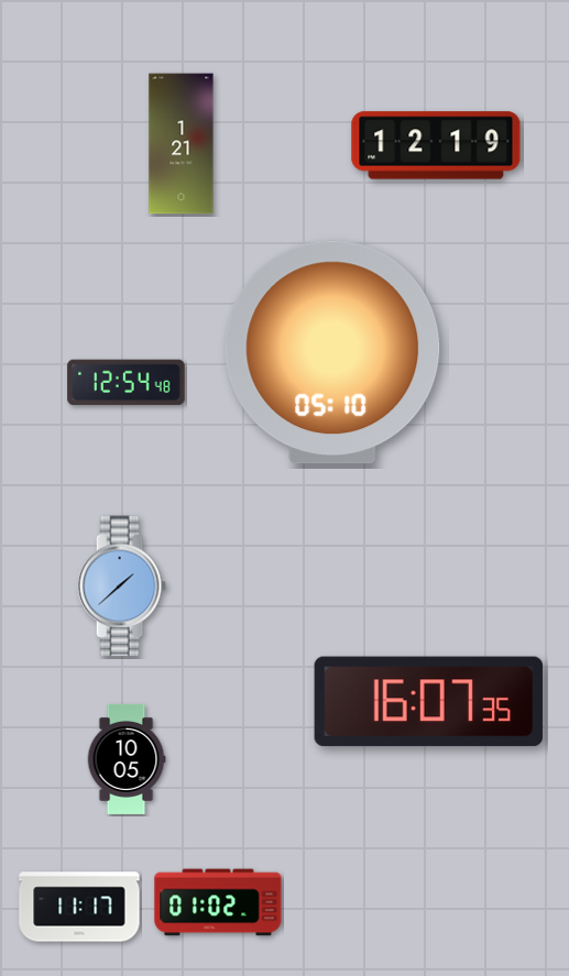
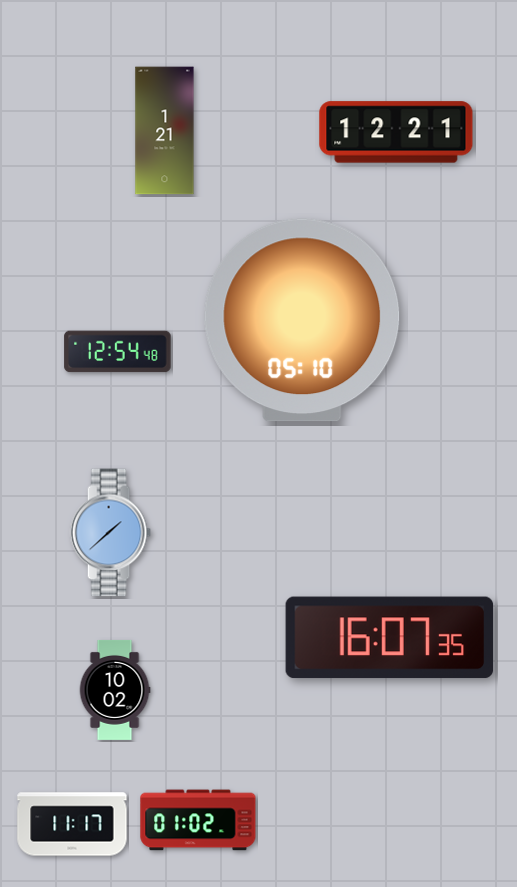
clock at (436, 145): 12:19 -> 12:21
clock at (127, 383) position: (127, 383) -> (118, 352)
clock at (127, 759): 10:05 -> 10:02
